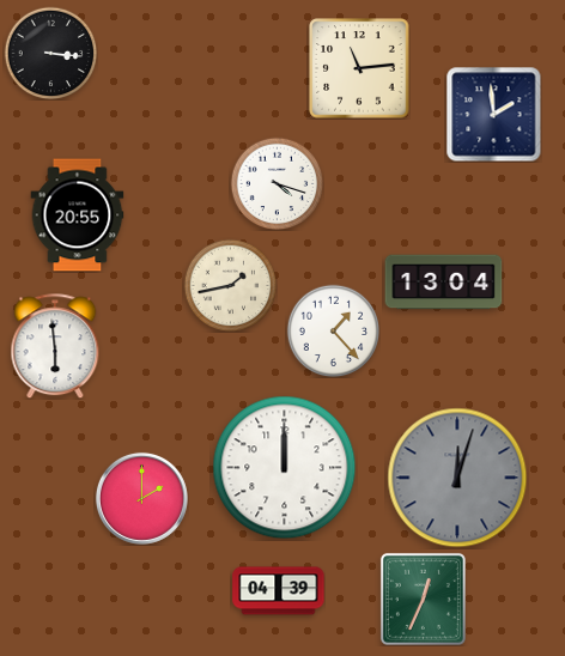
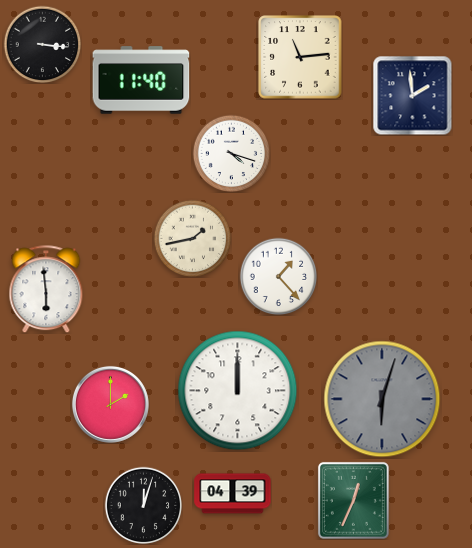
clock at (141, 80): none -> 11:40
clock at (78, 215): 20:55 -> none
clock at (444, 283): 13:04 -> none
clock at (457, 478): 12:03 -> 6:03
clock at (141, 498) position: (141, 498) -> (110, 404)
clock at (143, 505): none -> 12:03
